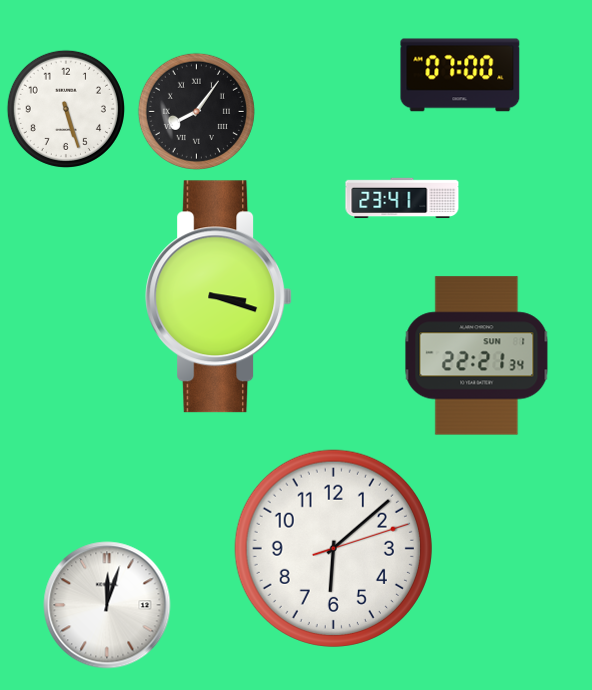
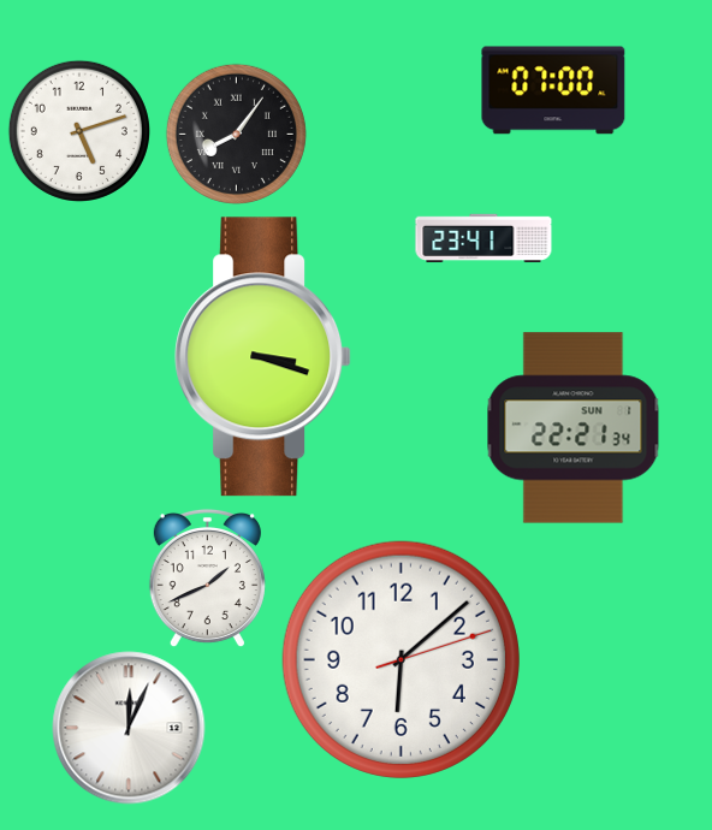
clock at (66, 109): 5:27 -> 5:12
clock at (207, 577): none -> 1:41
clock at (107, 605): 12:03 -> 12:04
